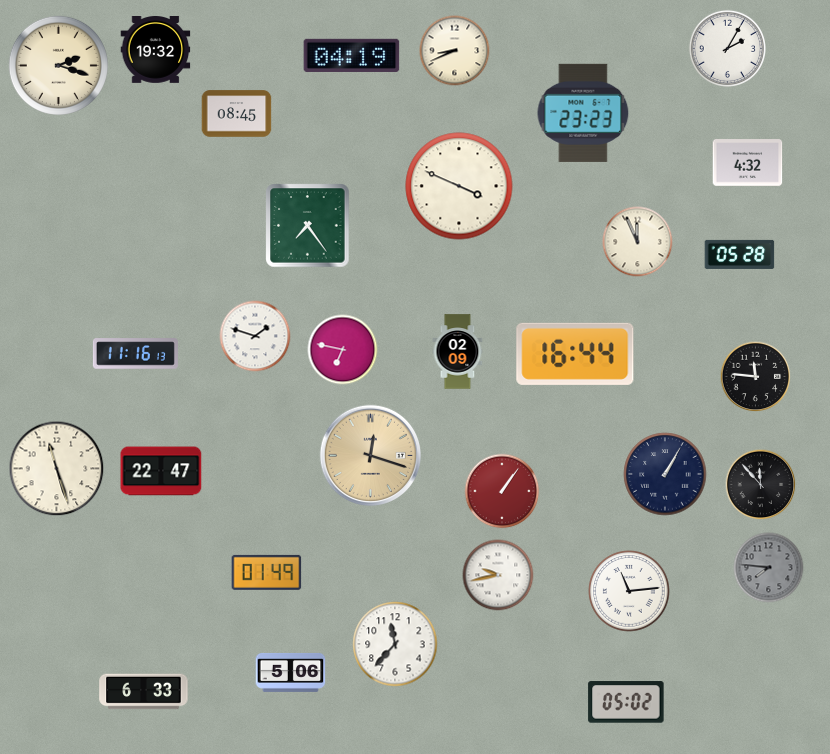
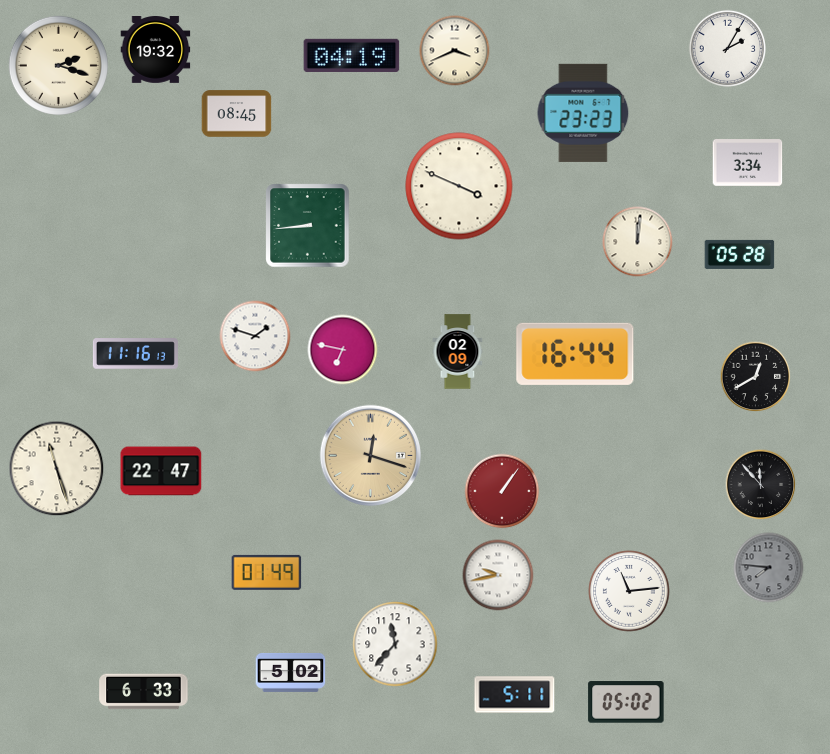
clock at (455, 51): 8:41 -> 3:41
clock at (748, 163): 4:32 -> 3:34
clock at (308, 226): 7:24 -> 8:44
clock at (638, 242): 11:56 -> 12:01
clock at (756, 377): 11:46 -> 12:40
clock at (665, 474): 1:05 -> none
clock at (291, 672): 5:06 -> 5:02
clock at (515, 695): none -> 5:11
